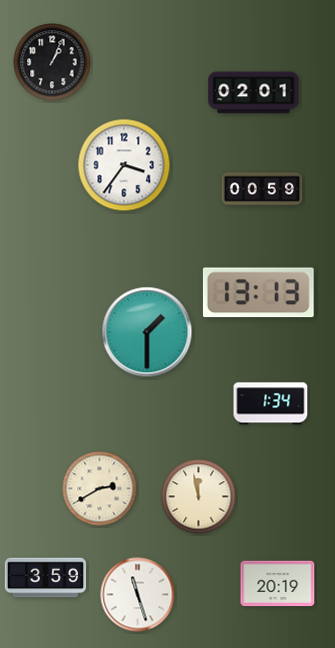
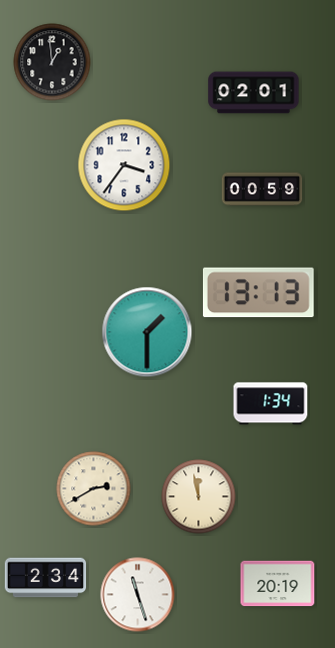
clock at (52, 62): 1:04 -> 12:59
clock at (100, 489) position: (100, 489) -> (94, 489)
clock at (46, 578): 3:59 -> 2:34
